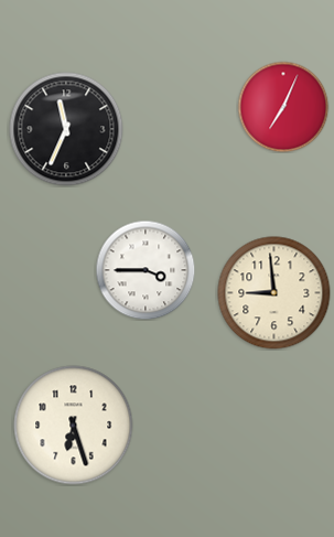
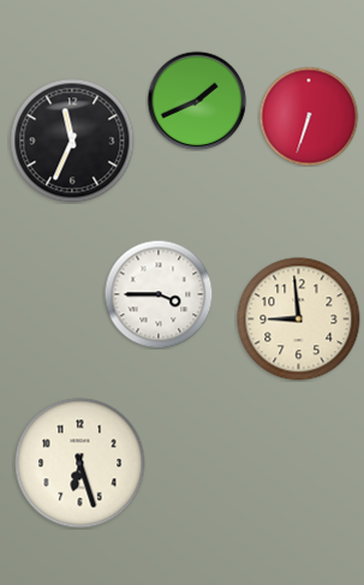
clock at (197, 101): none -> 1:41
clock at (283, 107): 7:04 -> 6:33
